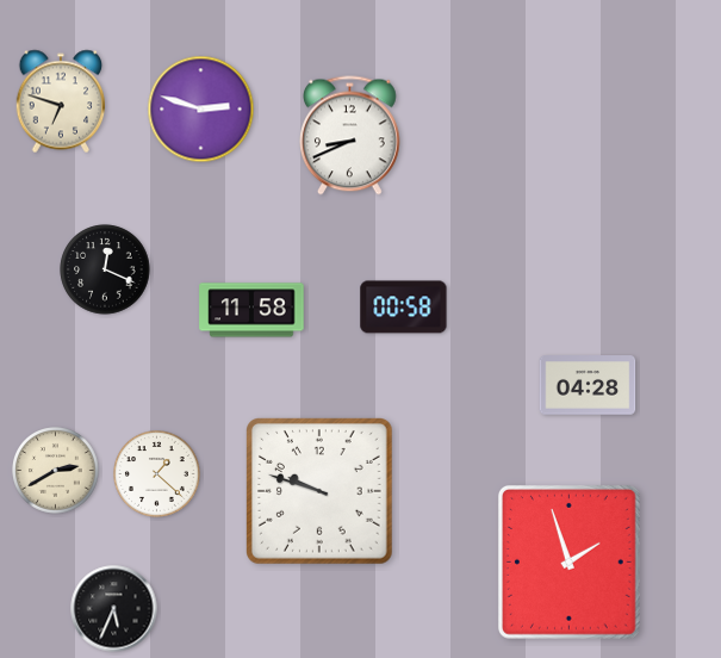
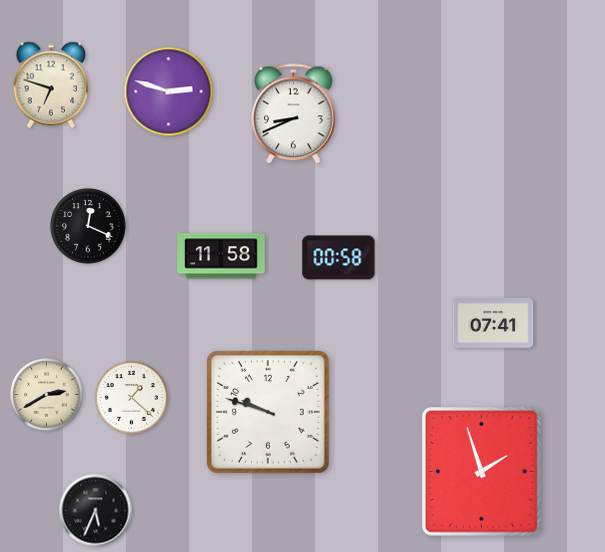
clock at (251, 310) position: (251, 310) -> (221, 256)
clock at (588, 385): 04:28 -> 07:41
clock at (568, 561) position: (568, 561) -> (481, 471)
